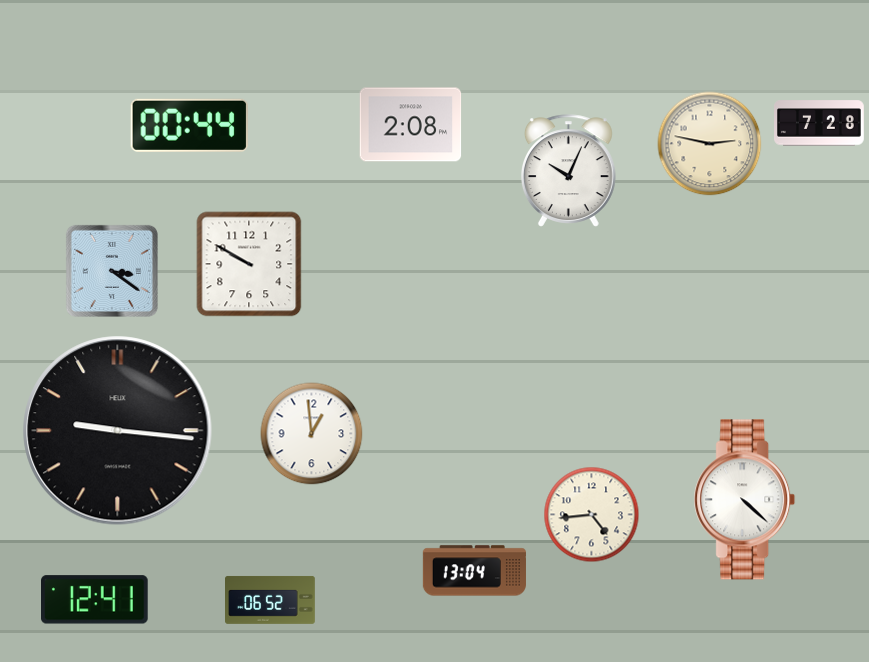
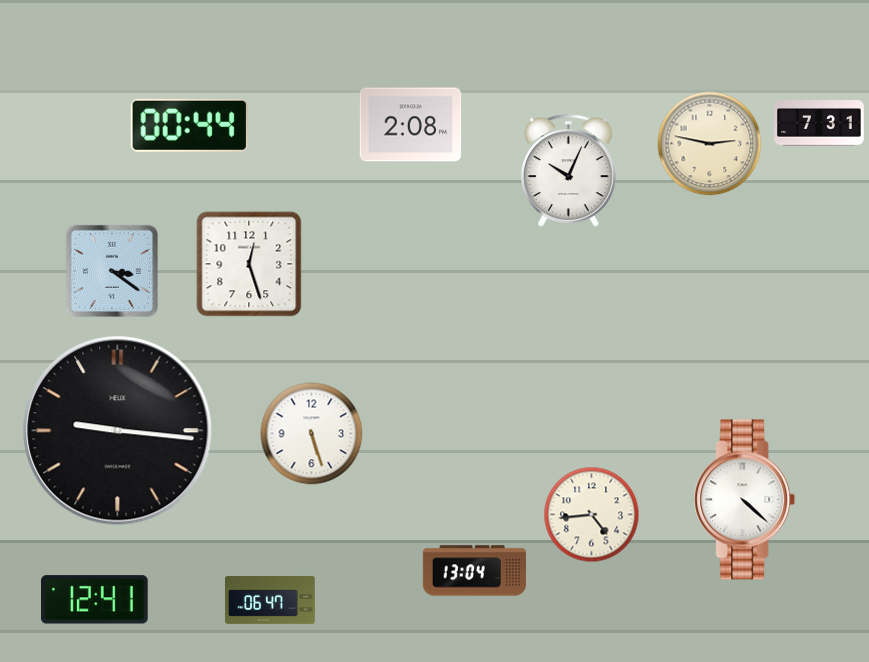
clock at (820, 123): 7:28 -> 7:31
clock at (249, 264): 9:50 -> 12:27
clock at (312, 434): 12:59 -> 5:27
clock at (270, 600): 06:52 -> 06:47
